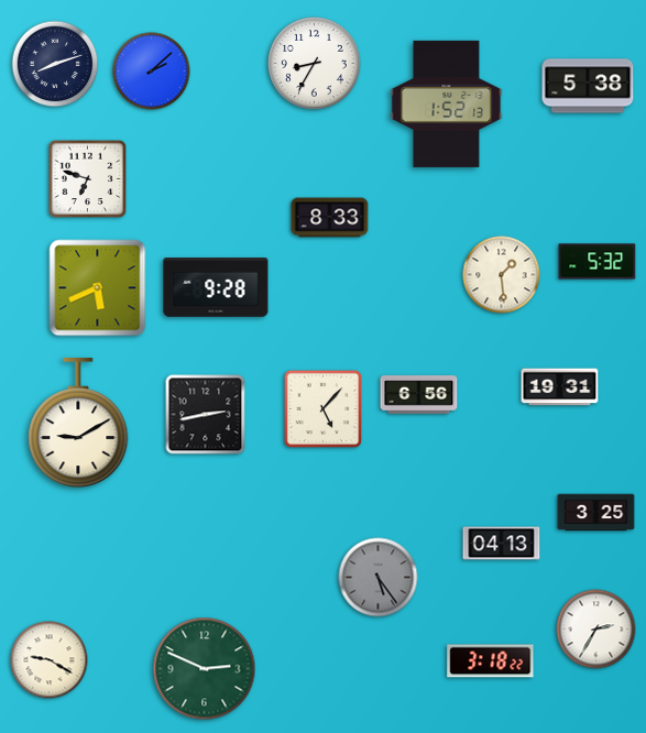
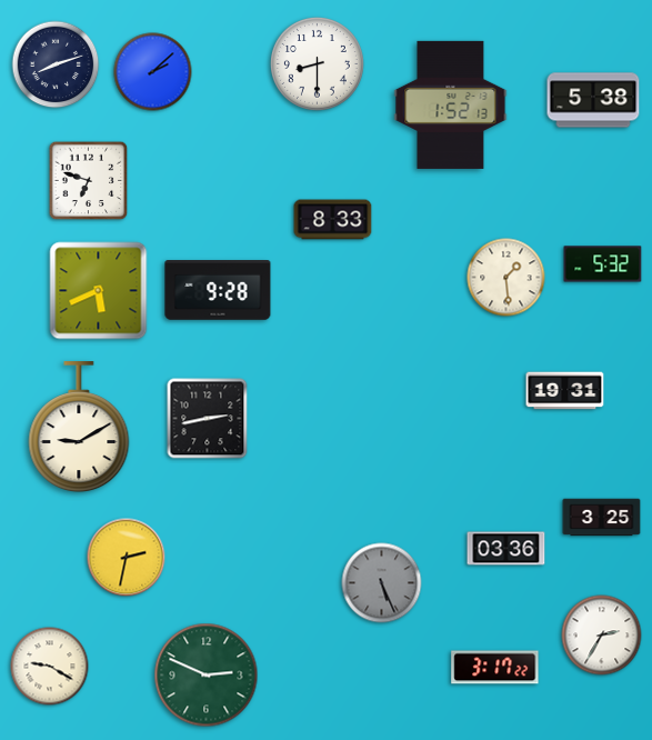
clock at (314, 63): 8:35 -> 8:30
clock at (588, 86) position: (588, 86) -> (593, 100)
clock at (419, 395): 6:56 -> none
clock at (324, 409): 5:07 -> none
clock at (502, 544): 04:13 -> 03:36
clock at (127, 558): none -> 2:32
clock at (379, 578): 5:24 -> 5:26
clock at (491, 661): 3:18 -> 3:17
